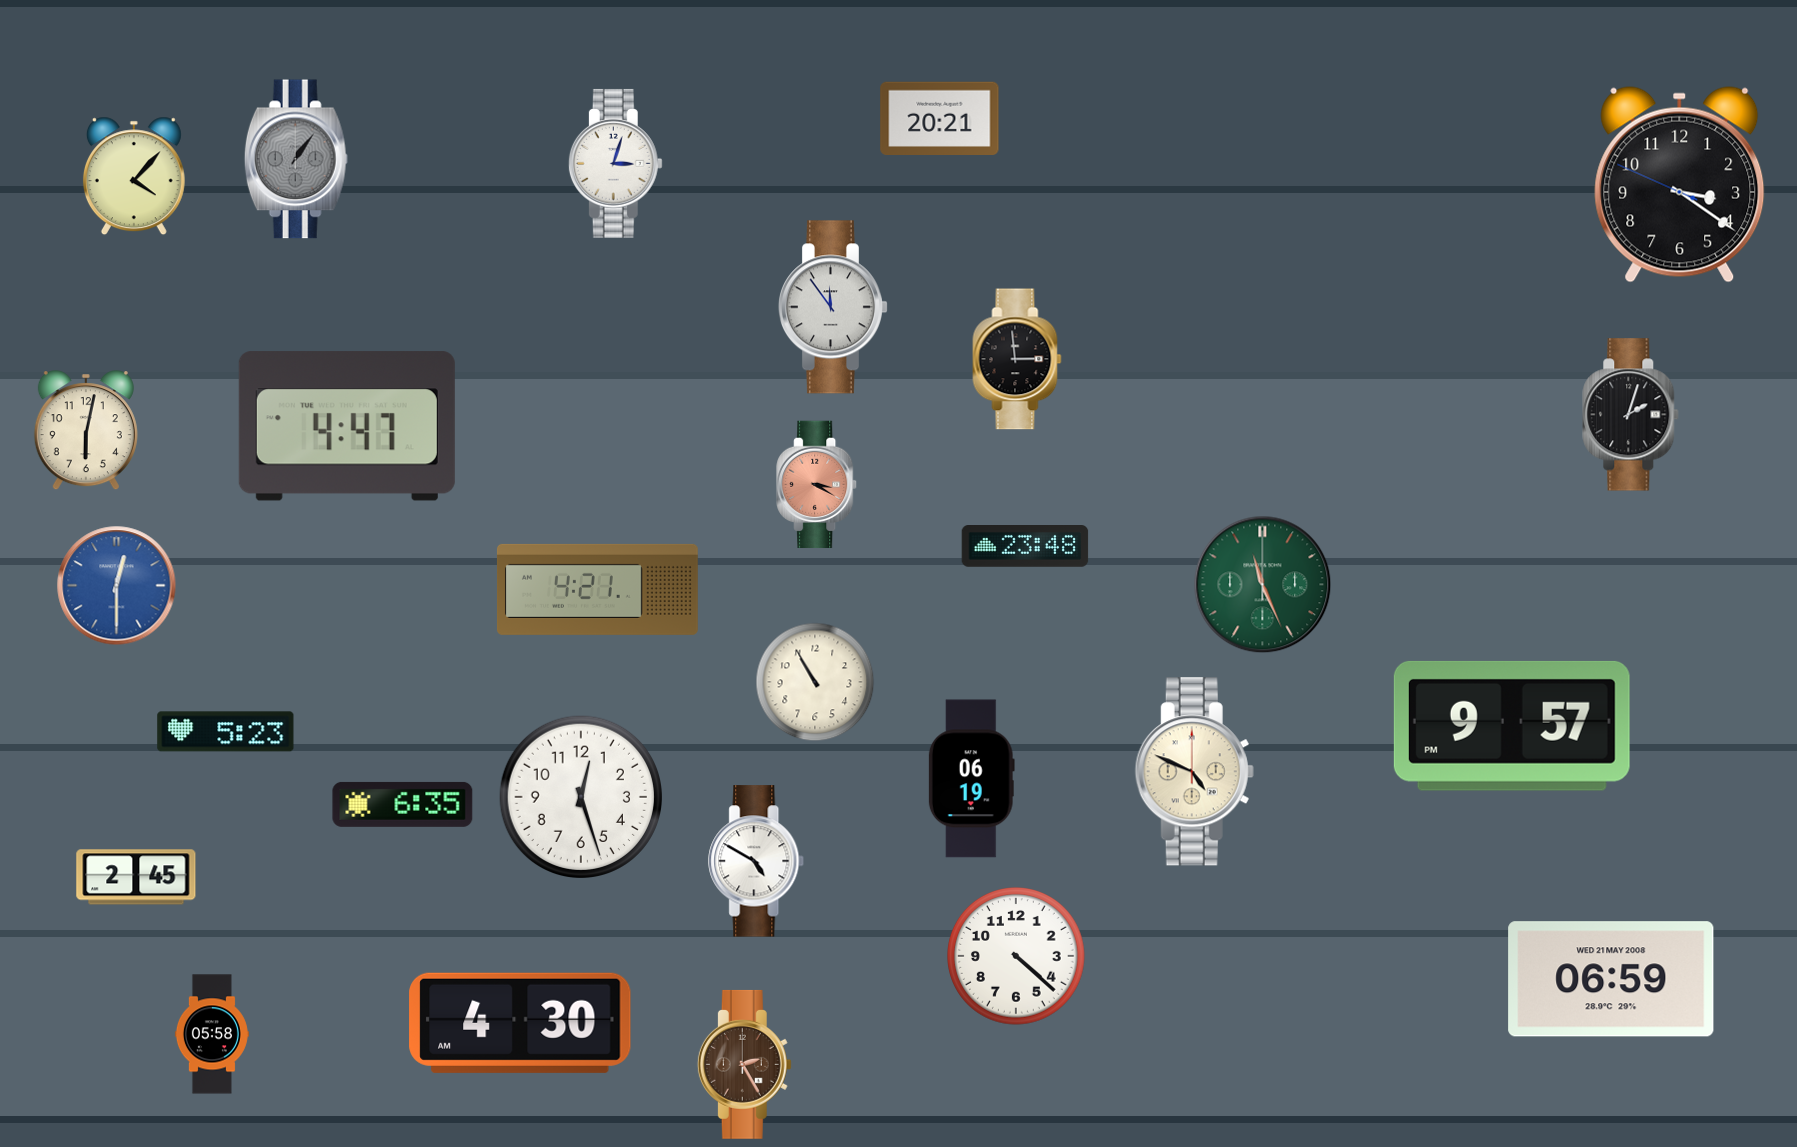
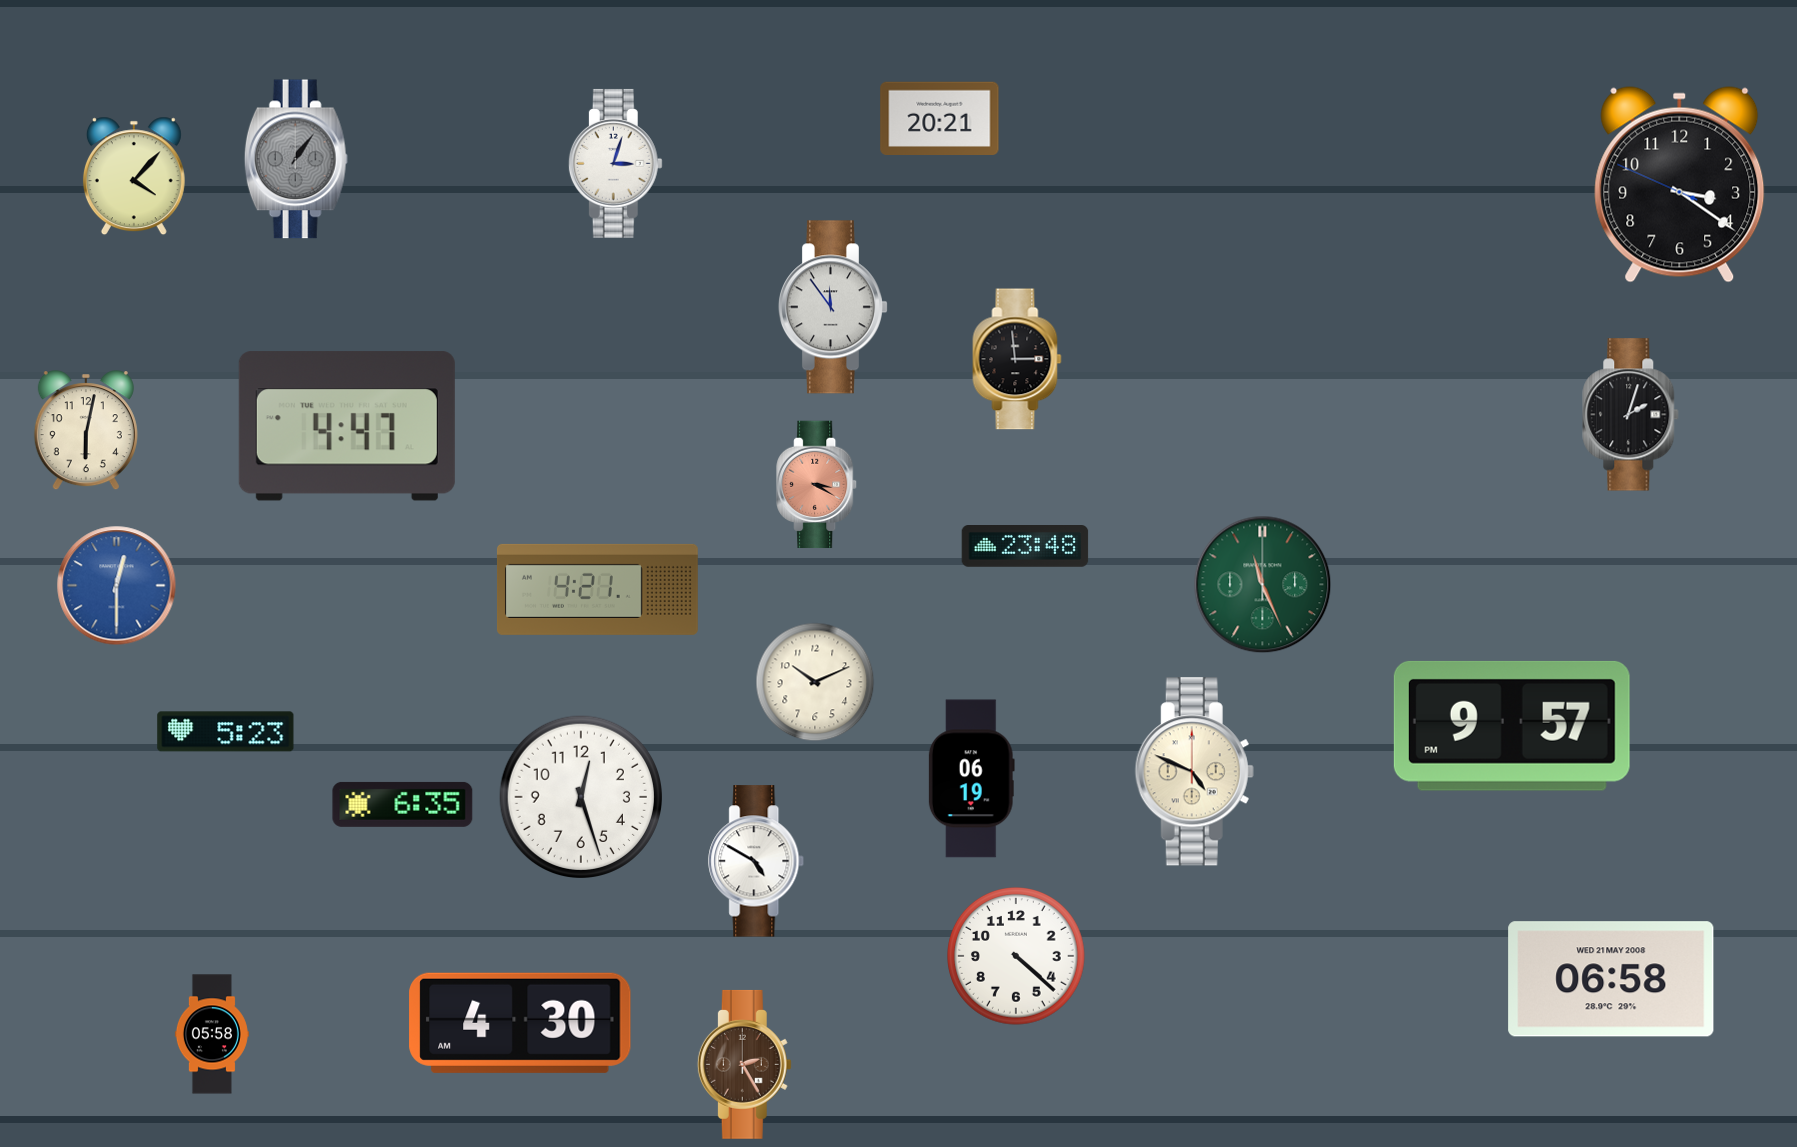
clock at (815, 682): 10:55 -> 10:11
clock at (136, 877): 2:45 -> none
clock at (1611, 979): 06:59 -> 06:58
